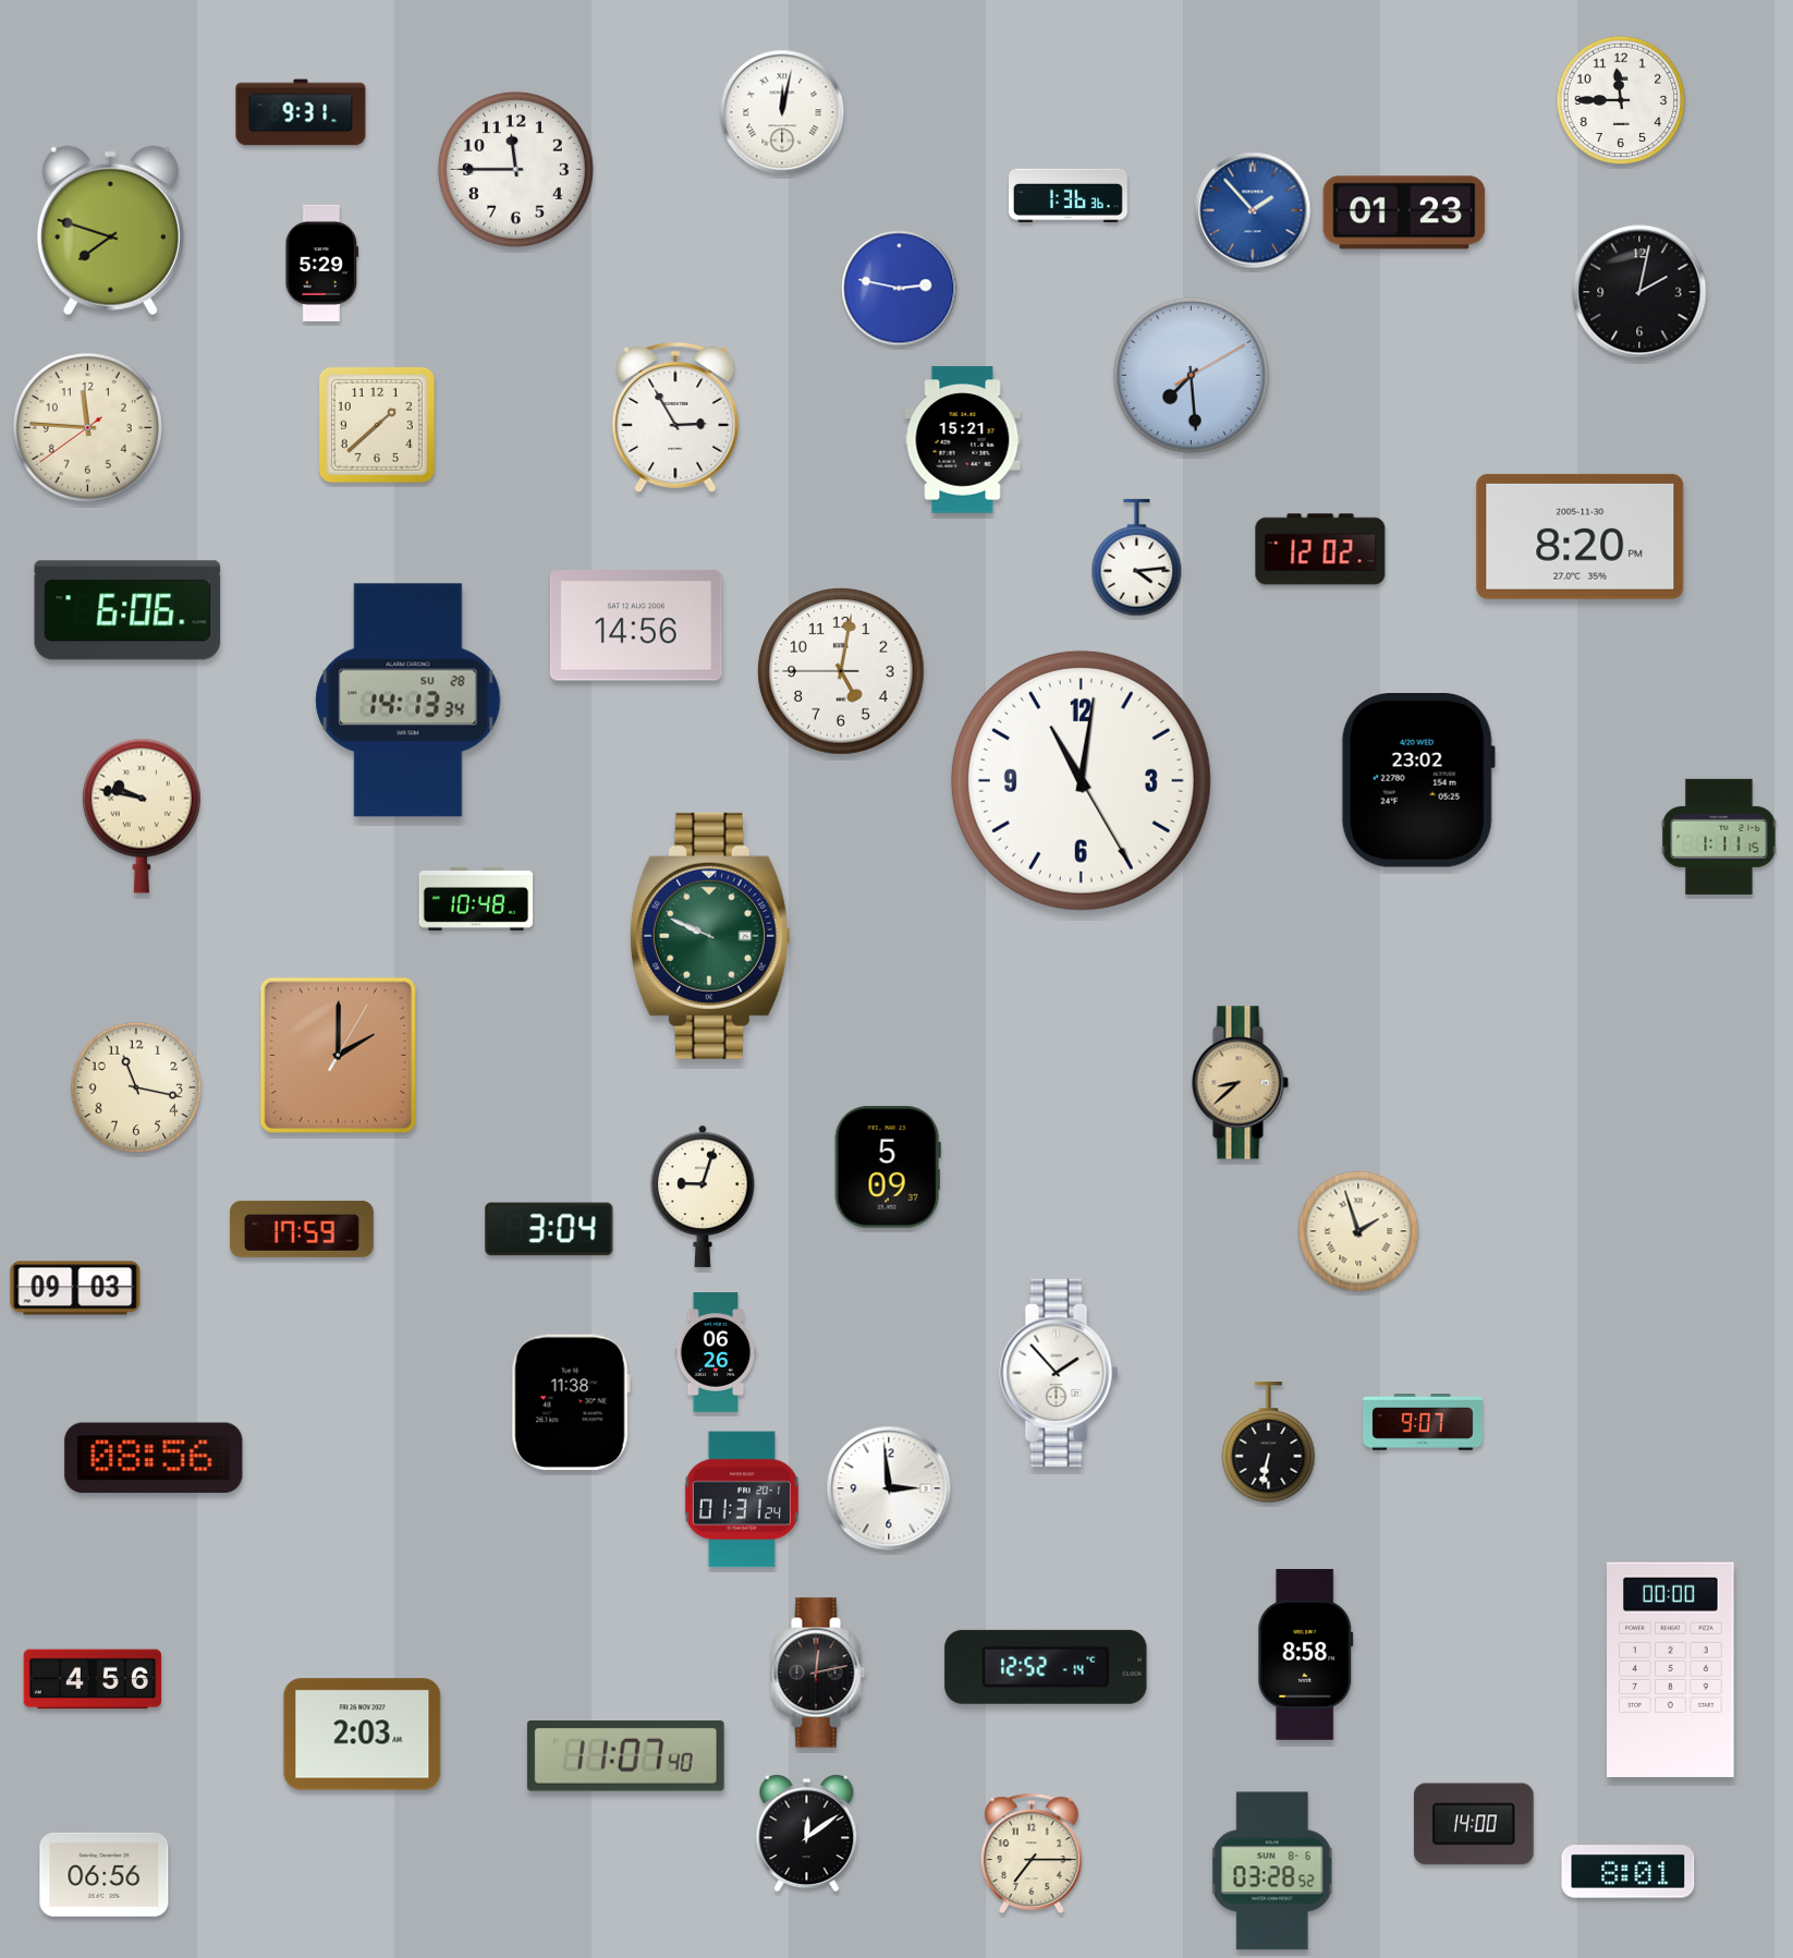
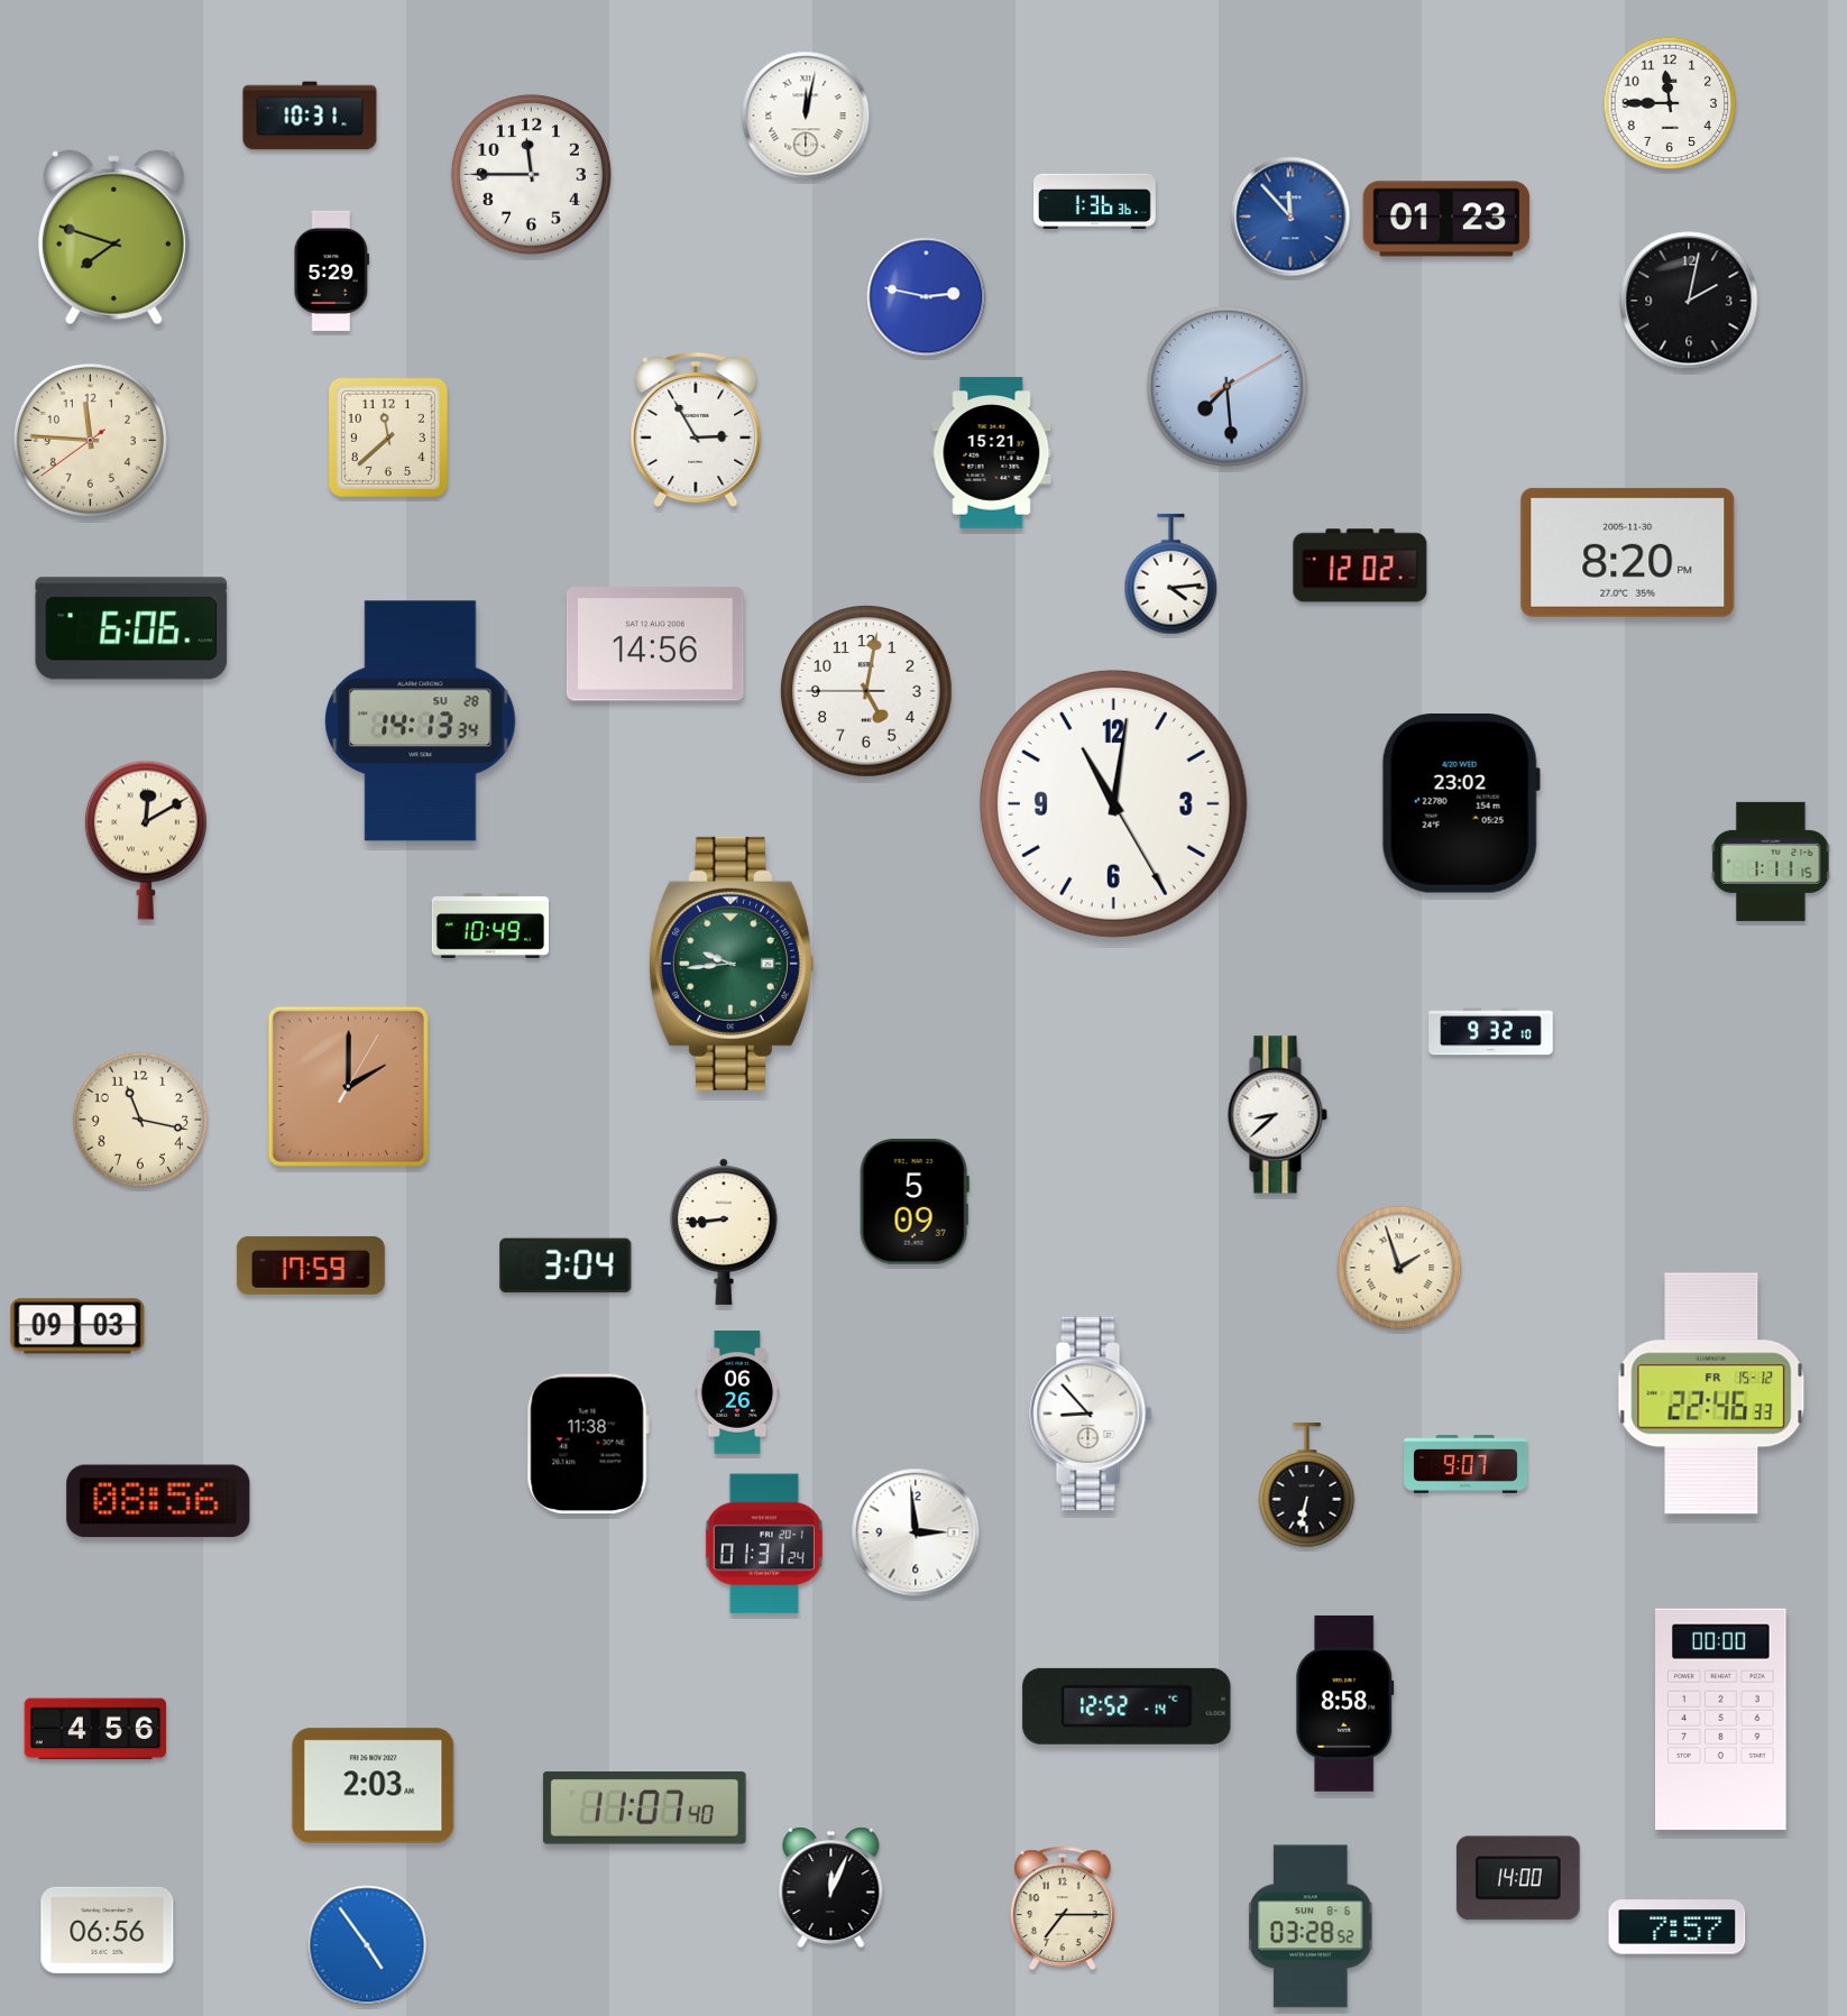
clock at (301, 112): 9:31 -> 10:31
clock at (1069, 195) position: (1069, 195) -> (1095, 201)
clock at (1253, 210): 1:53 -> 11:53
clock at (377, 425): 1:38 -> 11:38
clock at (142, 816): 9:47 -> 12:10
clock at (476, 899): 10:48 -> 10:49
clock at (710, 936): 9:49 -> 9:44
clock at (1491, 1032): none -> 9:32
clock at (1240, 1083) dial: champagne -> white
clock at (703, 1196): 9:03 -> 8:44
clock at (1711, 1393): none -> 22:46
clock at (1059, 1373): 1:53 -> 8:53
clock at (1046, 1667) position: (1046, 1667) -> (1127, 1706)
clock at (818, 1673): 12:13 -> none
clock at (807, 1834): 12:09 -> 12:04
clock at (1629, 1872): 8:01 -> 7:57
clock at (367, 1945): none -> 4:54
